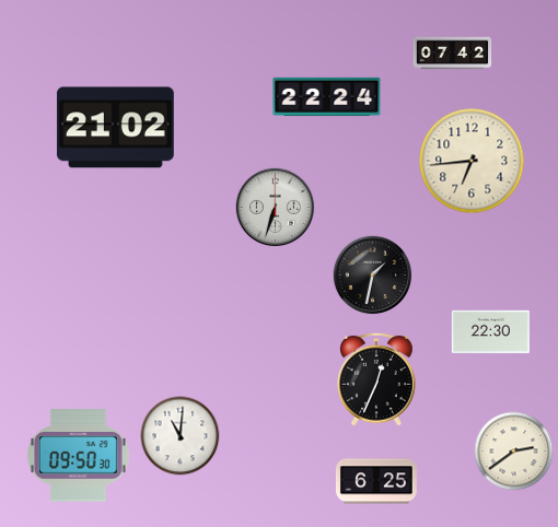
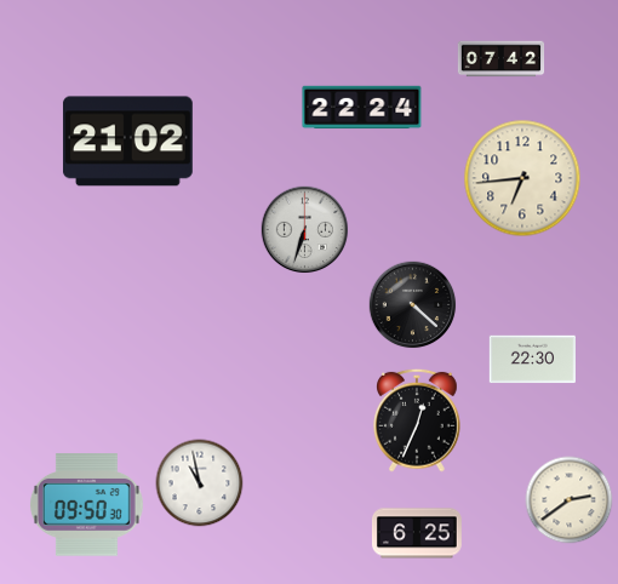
clock at (373, 276): 1:32 -> 4:22
clock at (490, 332) position: (490, 332) -> (532, 360)
clock at (181, 436): 11:01 -> 10:58
